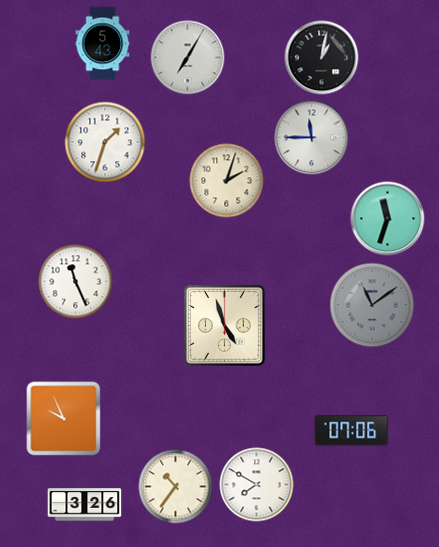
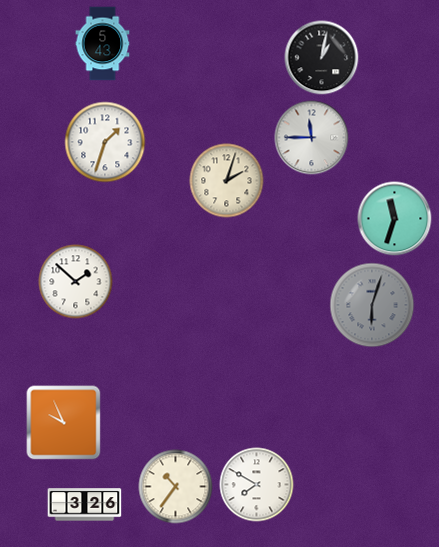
clock at (188, 58): 7:05 -> none
clock at (388, 219) position: (388, 219) -> (395, 219)
clock at (76, 282): 11:26 -> 1:52
clock at (372, 305): 11:09 -> 6:03
clock at (225, 326): 4:57 -> none
clock at (64, 419) position: (64, 419) -> (64, 423)
clock at (352, 431): 07:06 -> none
